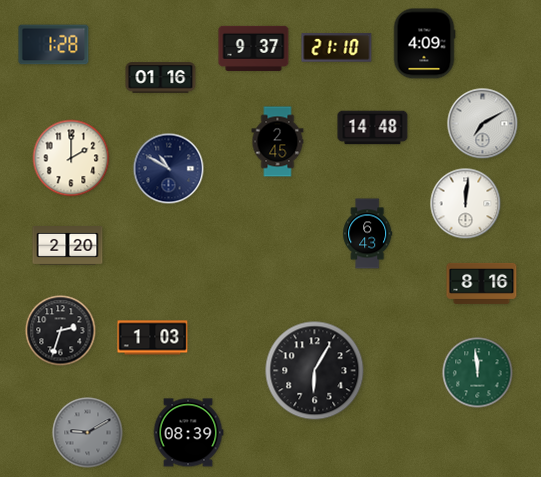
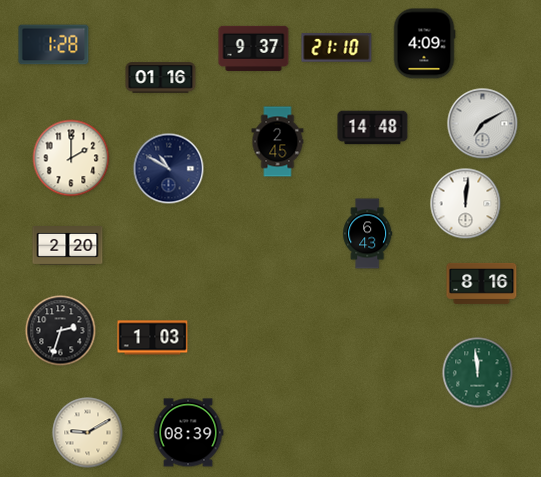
clock at (315, 371): 6:05 -> none
clock at (88, 433) dial: grey -> cream
